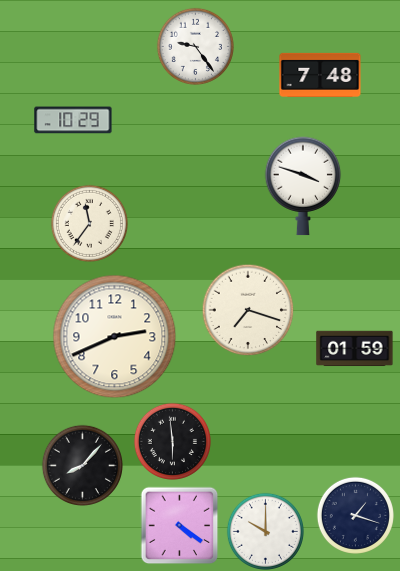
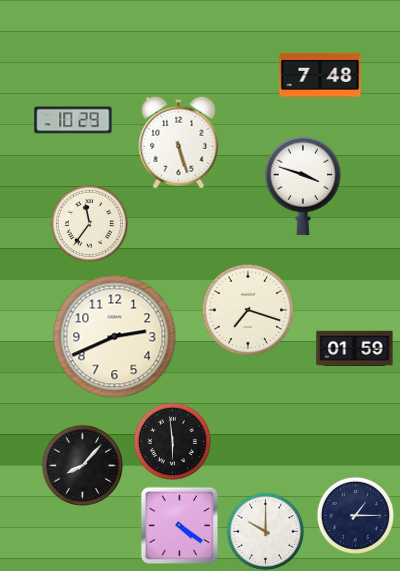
clock at (195, 46): 9:24 -> none
clock at (179, 142): none -> 5:27
clock at (355, 515): 1:18 -> 1:15
